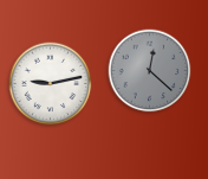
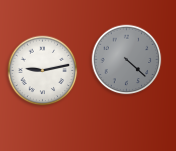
clock at (150, 71): 12:22 -> 4:22
